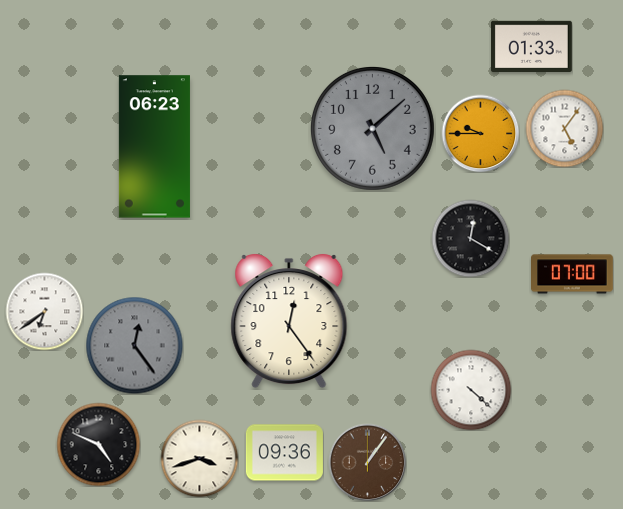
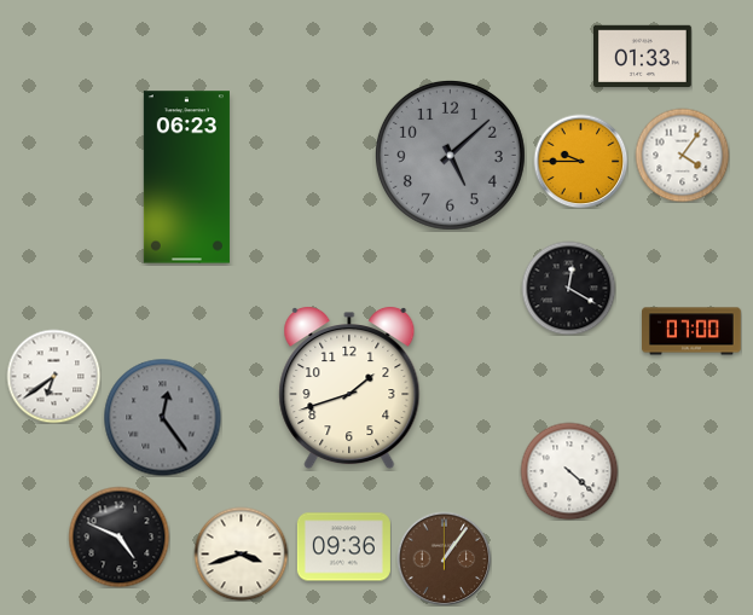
clock at (564, 128): 5:06 -> 4:06
clock at (289, 321): 12:24 -> 1:42
